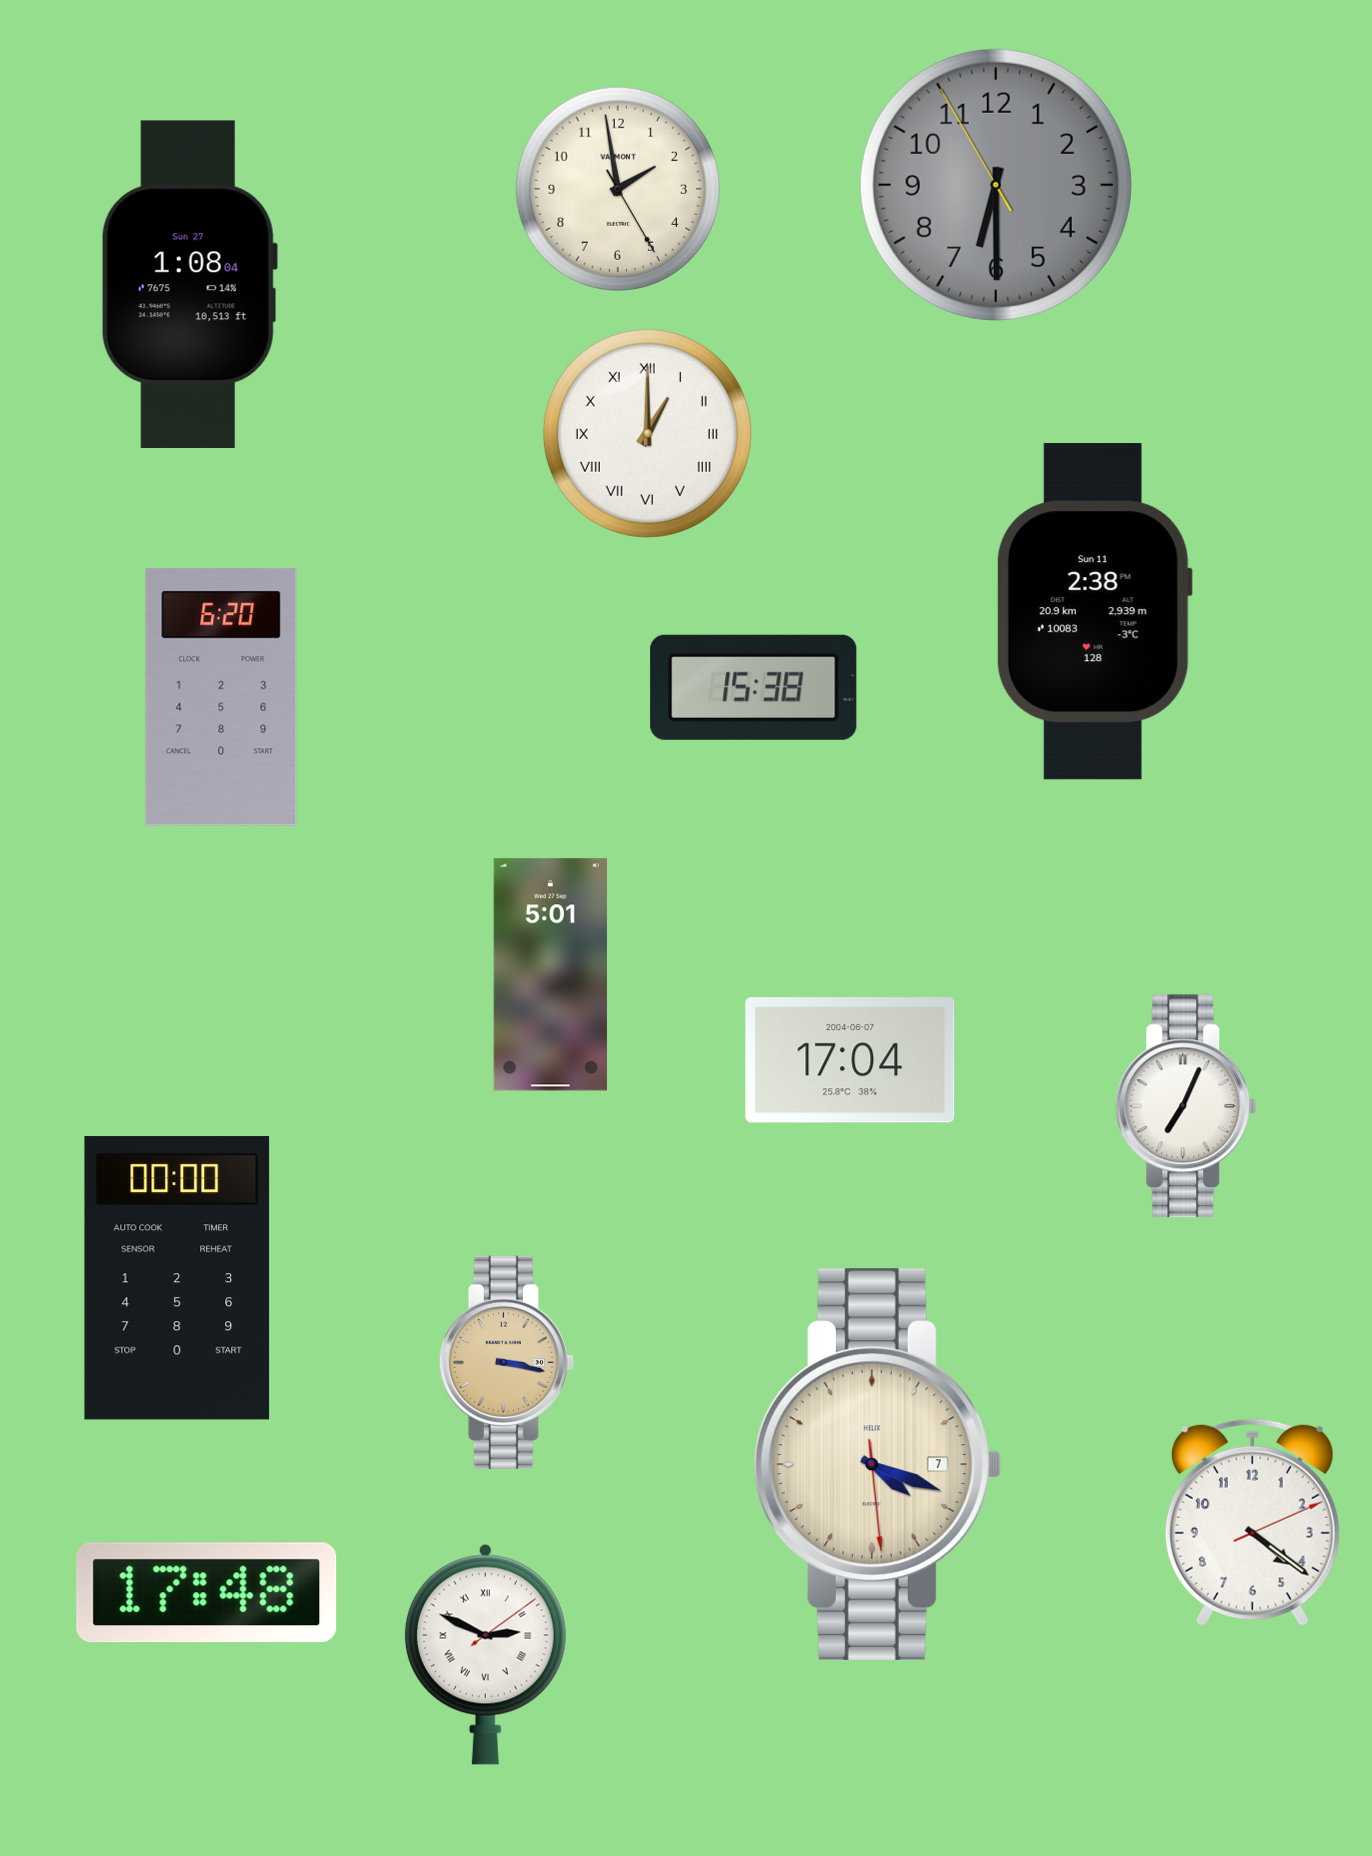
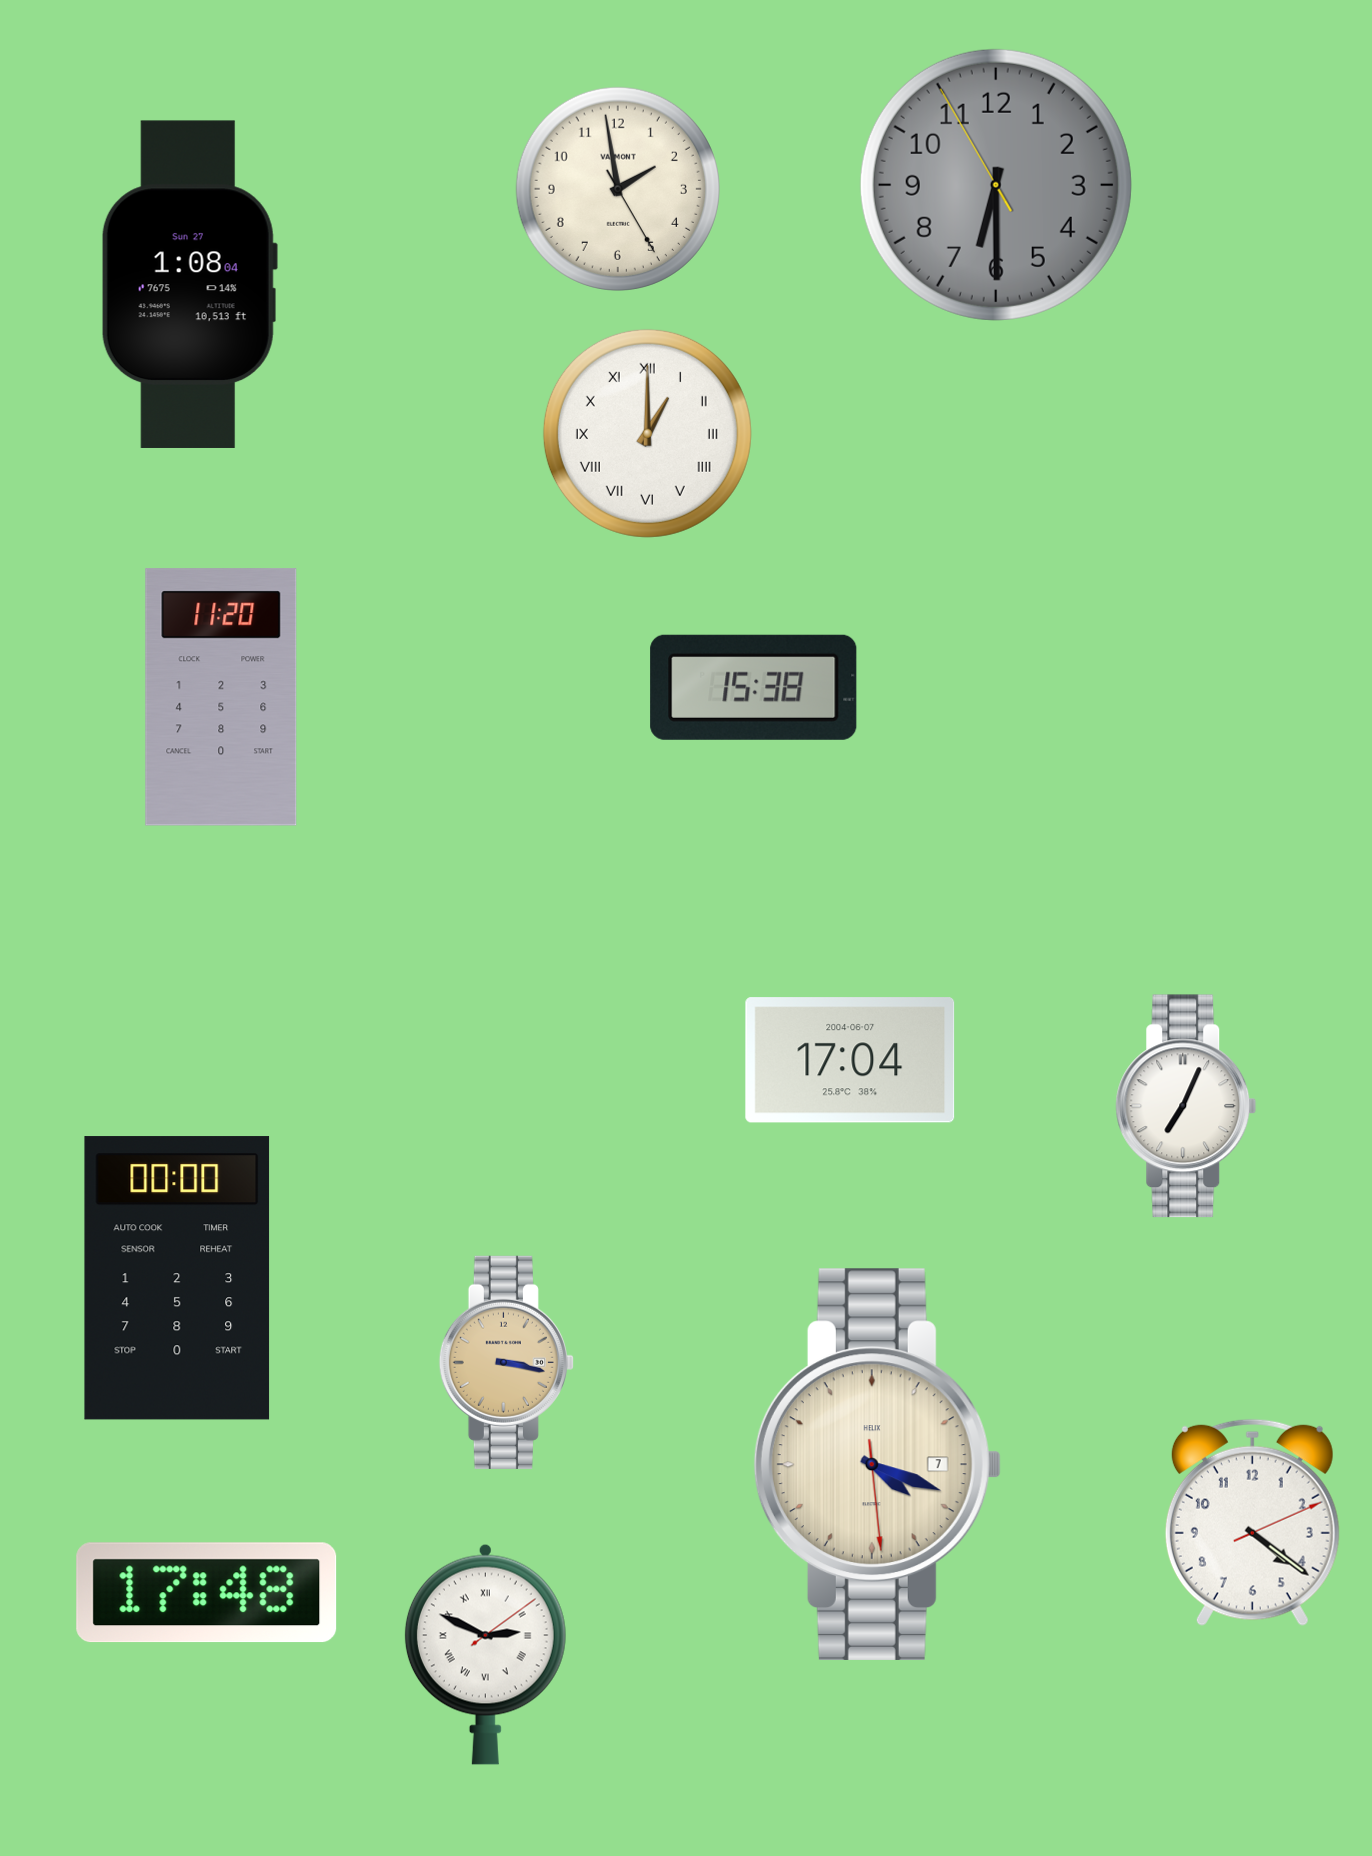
clock at (1094, 612): 2:38 -> none
clock at (221, 697): 6:20 -> 11:20
clock at (550, 975): 5:01 -> none
